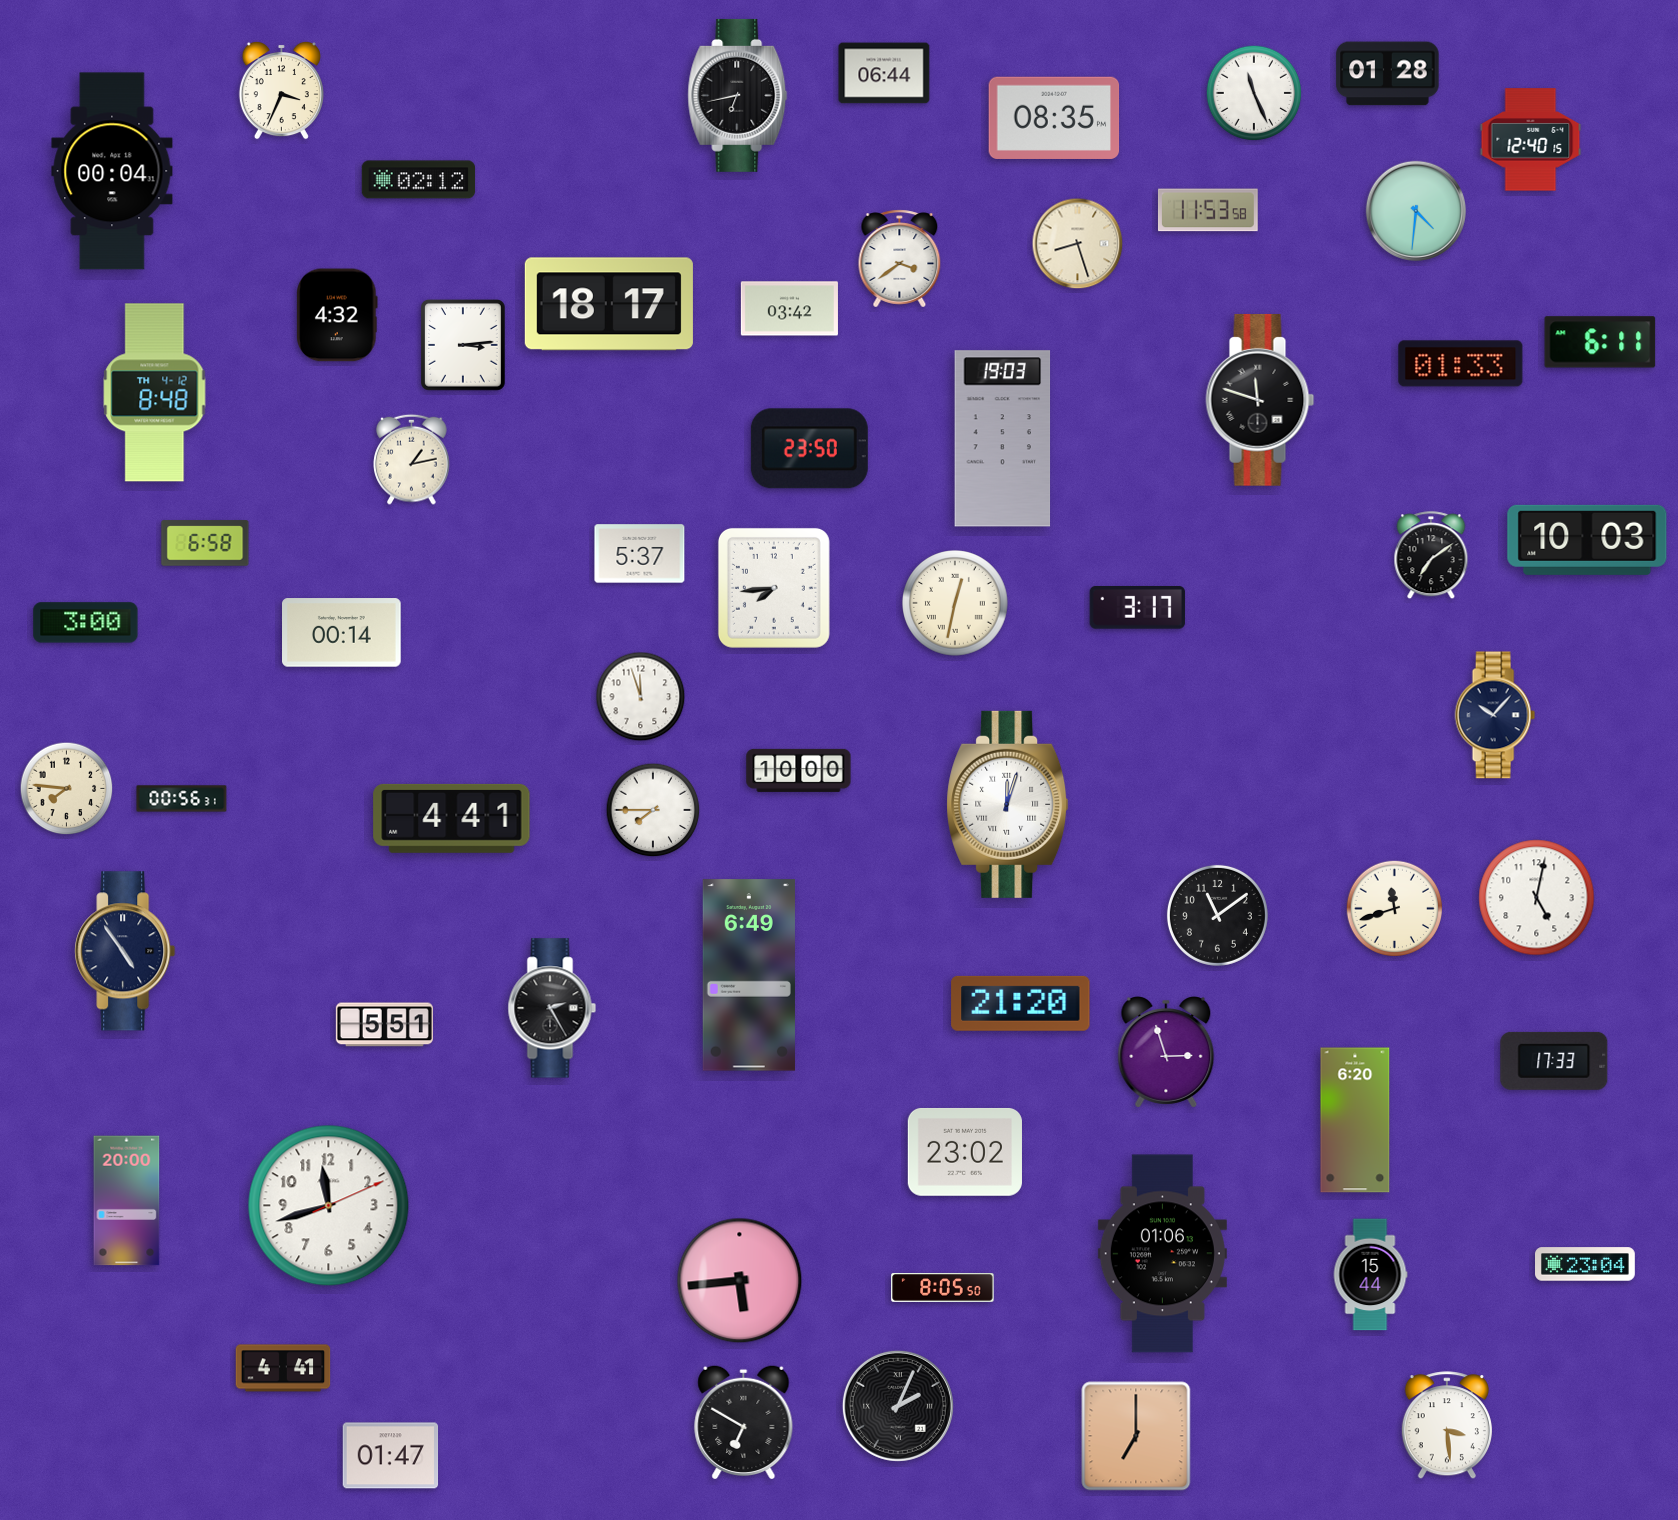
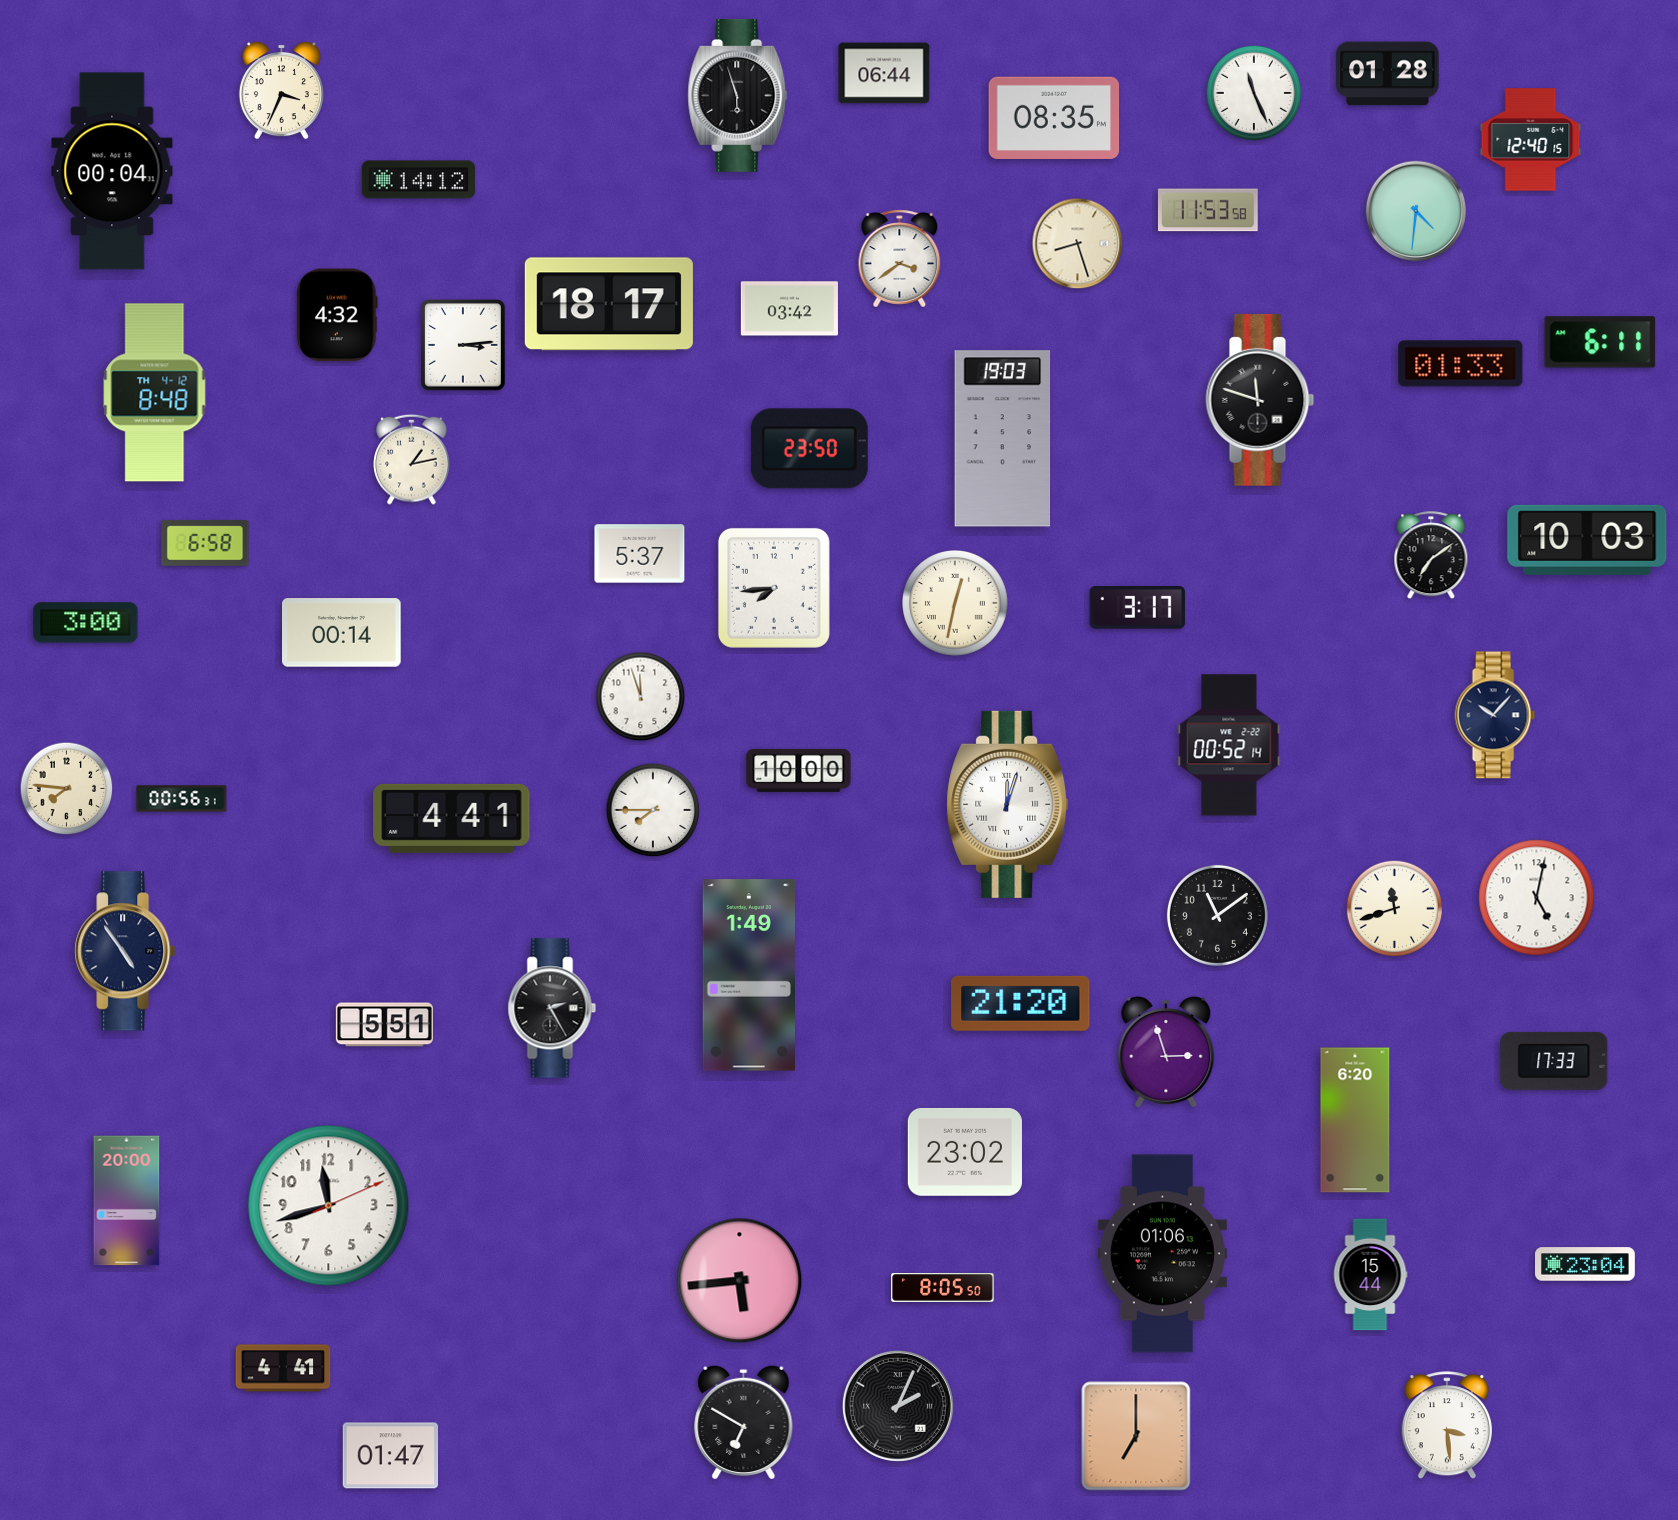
clock at (738, 95): 6:43 -> 5:57
clock at (419, 180): 02:12 -> 14:12
clock at (1229, 745): none -> 00:52
clock at (749, 975): 6:49 -> 1:49
